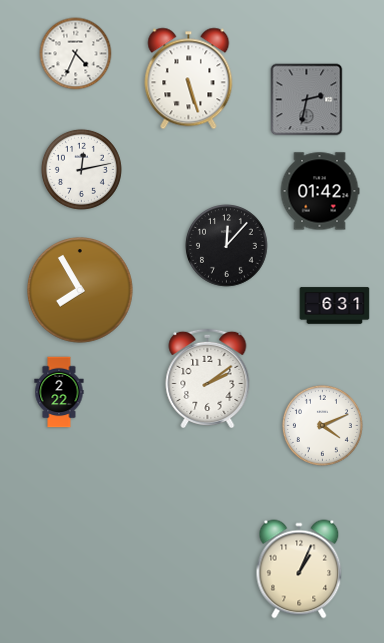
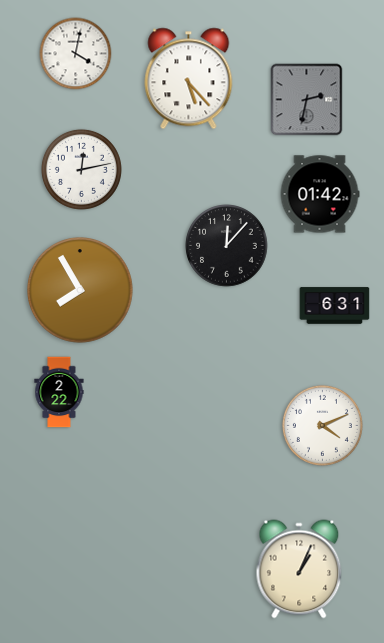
clock at (76, 54): 4:34 -> 4:02
clock at (189, 79): 5:27 -> 5:23
clock at (320, 191) position: (320, 191) -> (320, 194)
clock at (208, 377): 2:09 -> none
